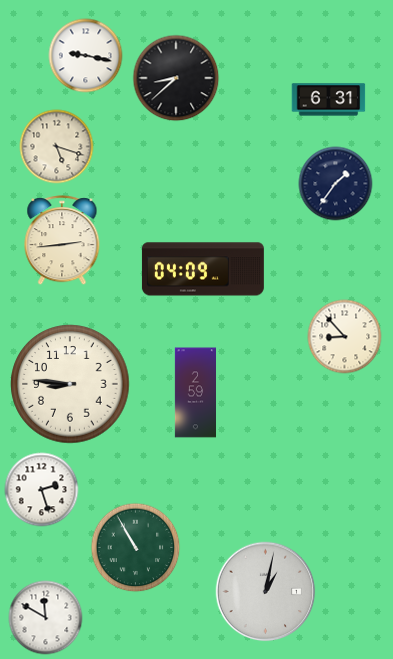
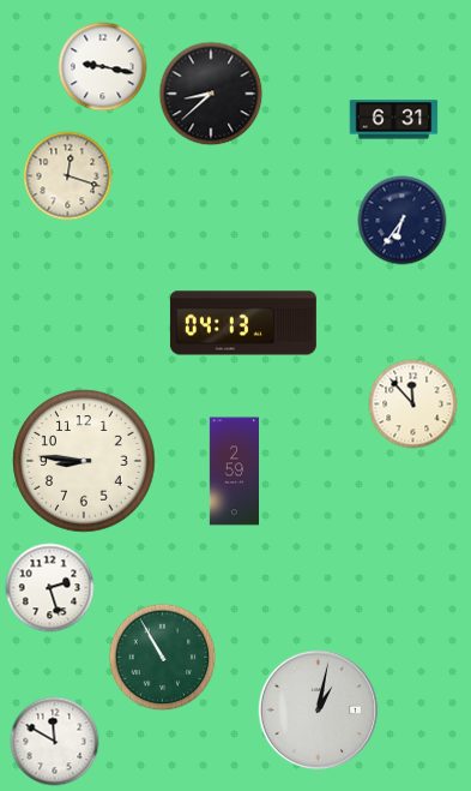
clock at (57, 147): 5:18 -> 12:18
clock at (336, 184): 1:36 -> 6:36
clock at (62, 241): 2:44 -> none
clock at (203, 269): 04:09 -> 04:13
clock at (345, 337): 8:53 -> 11:53
